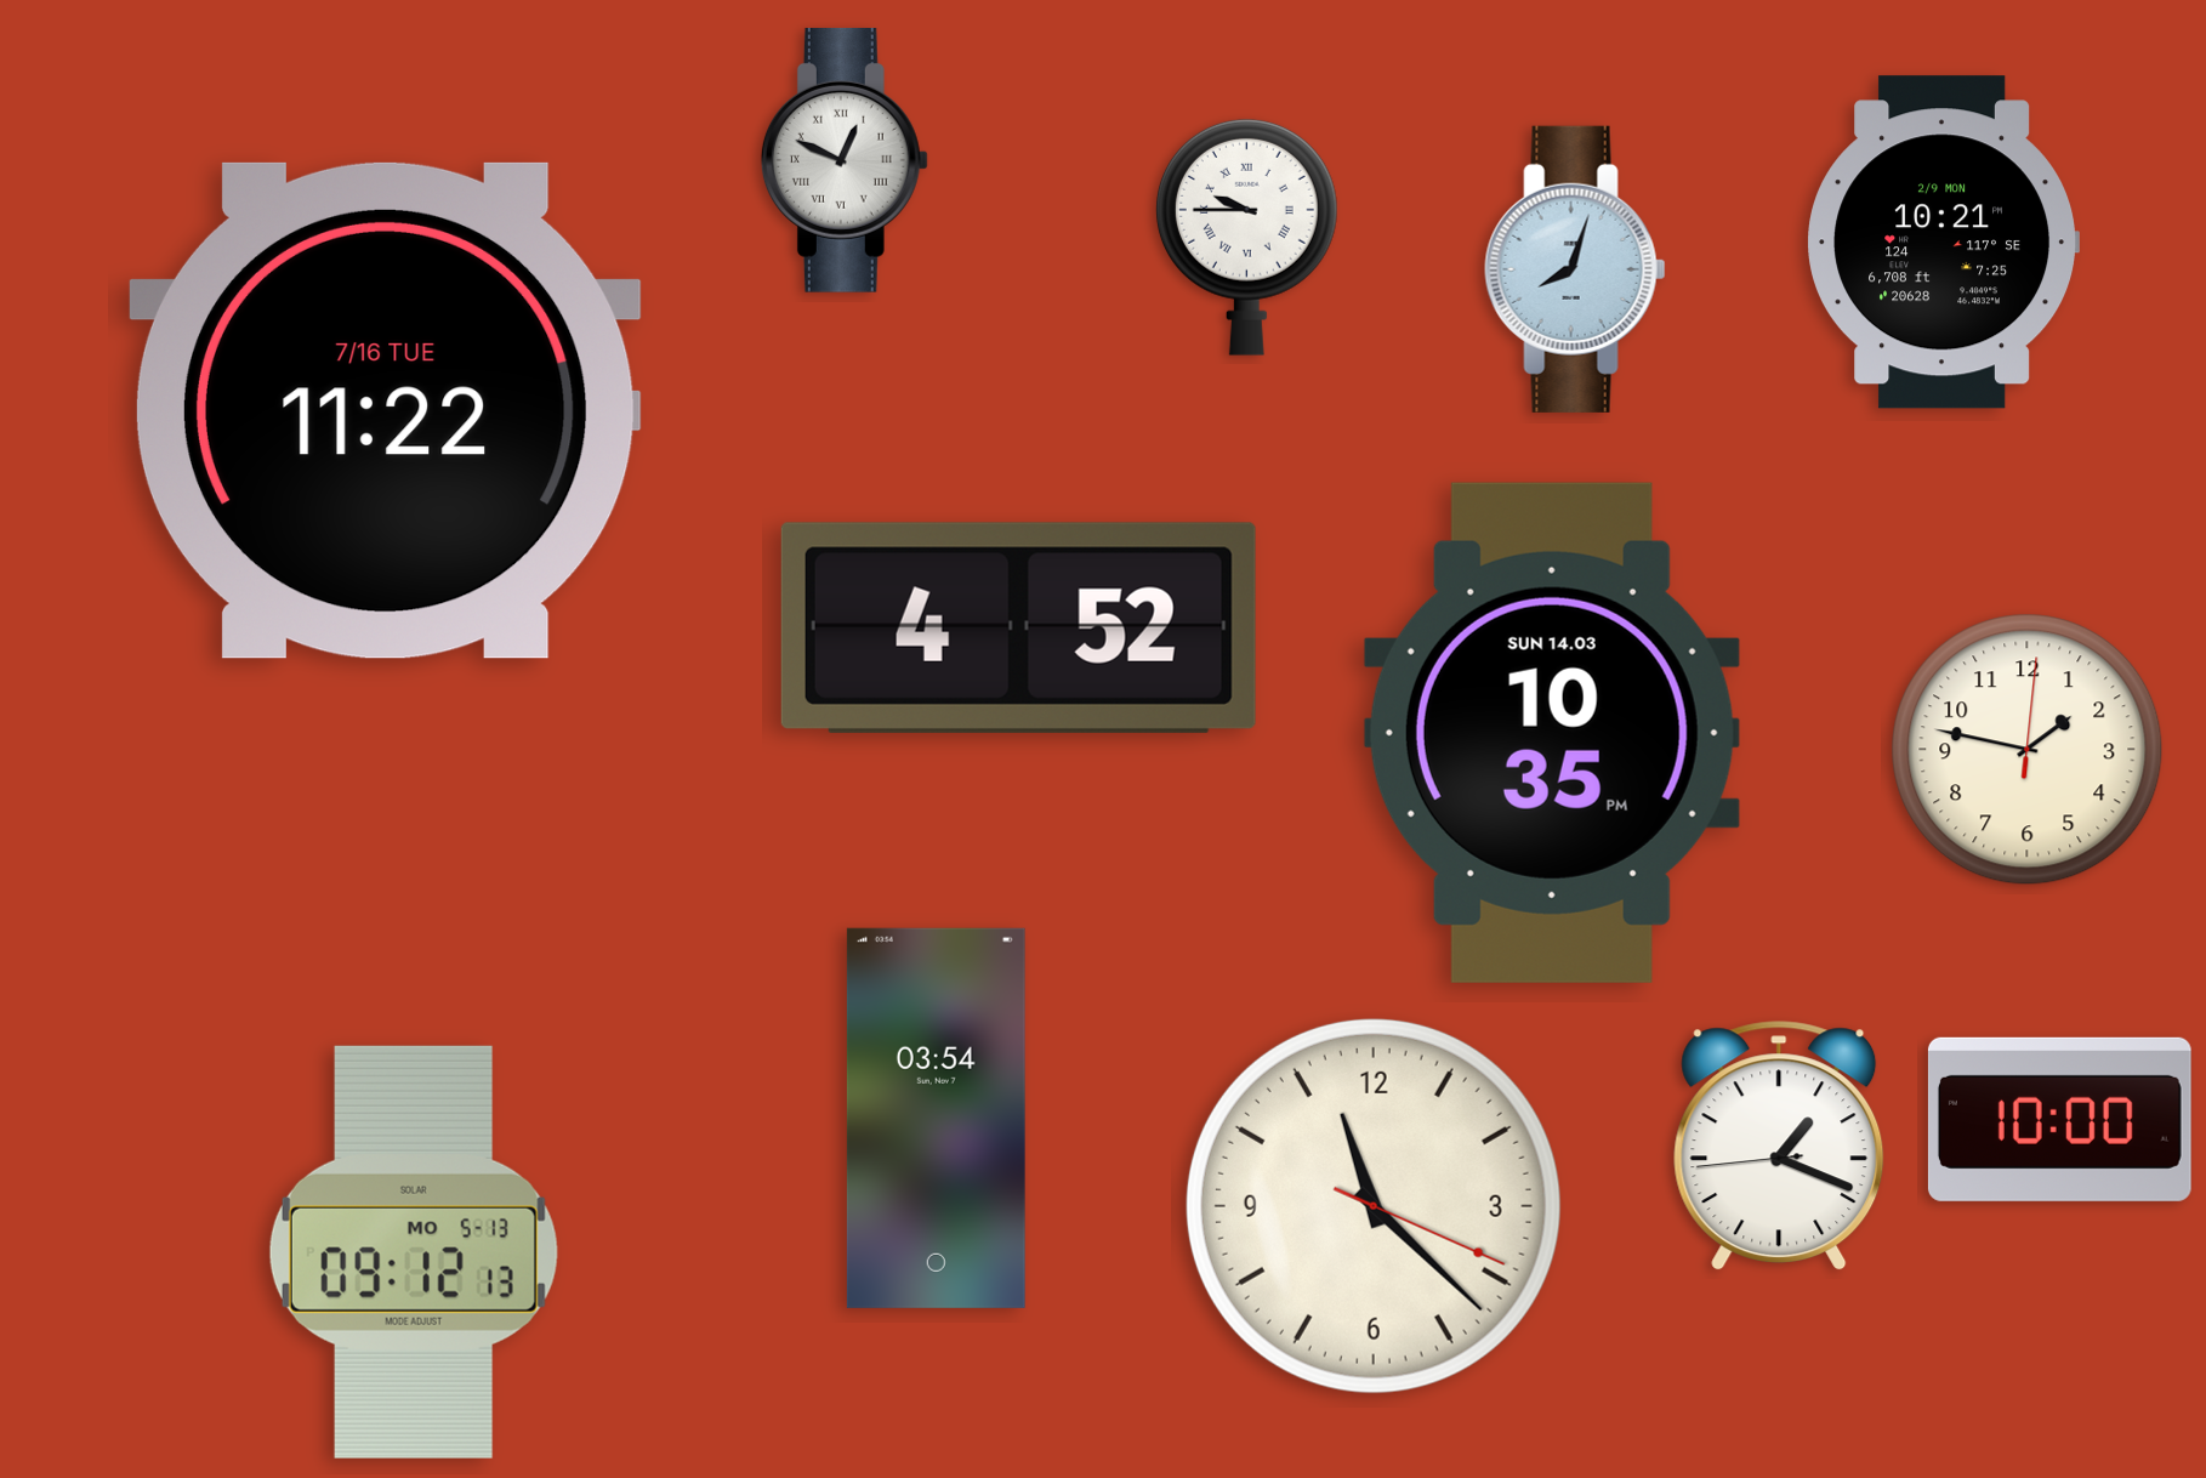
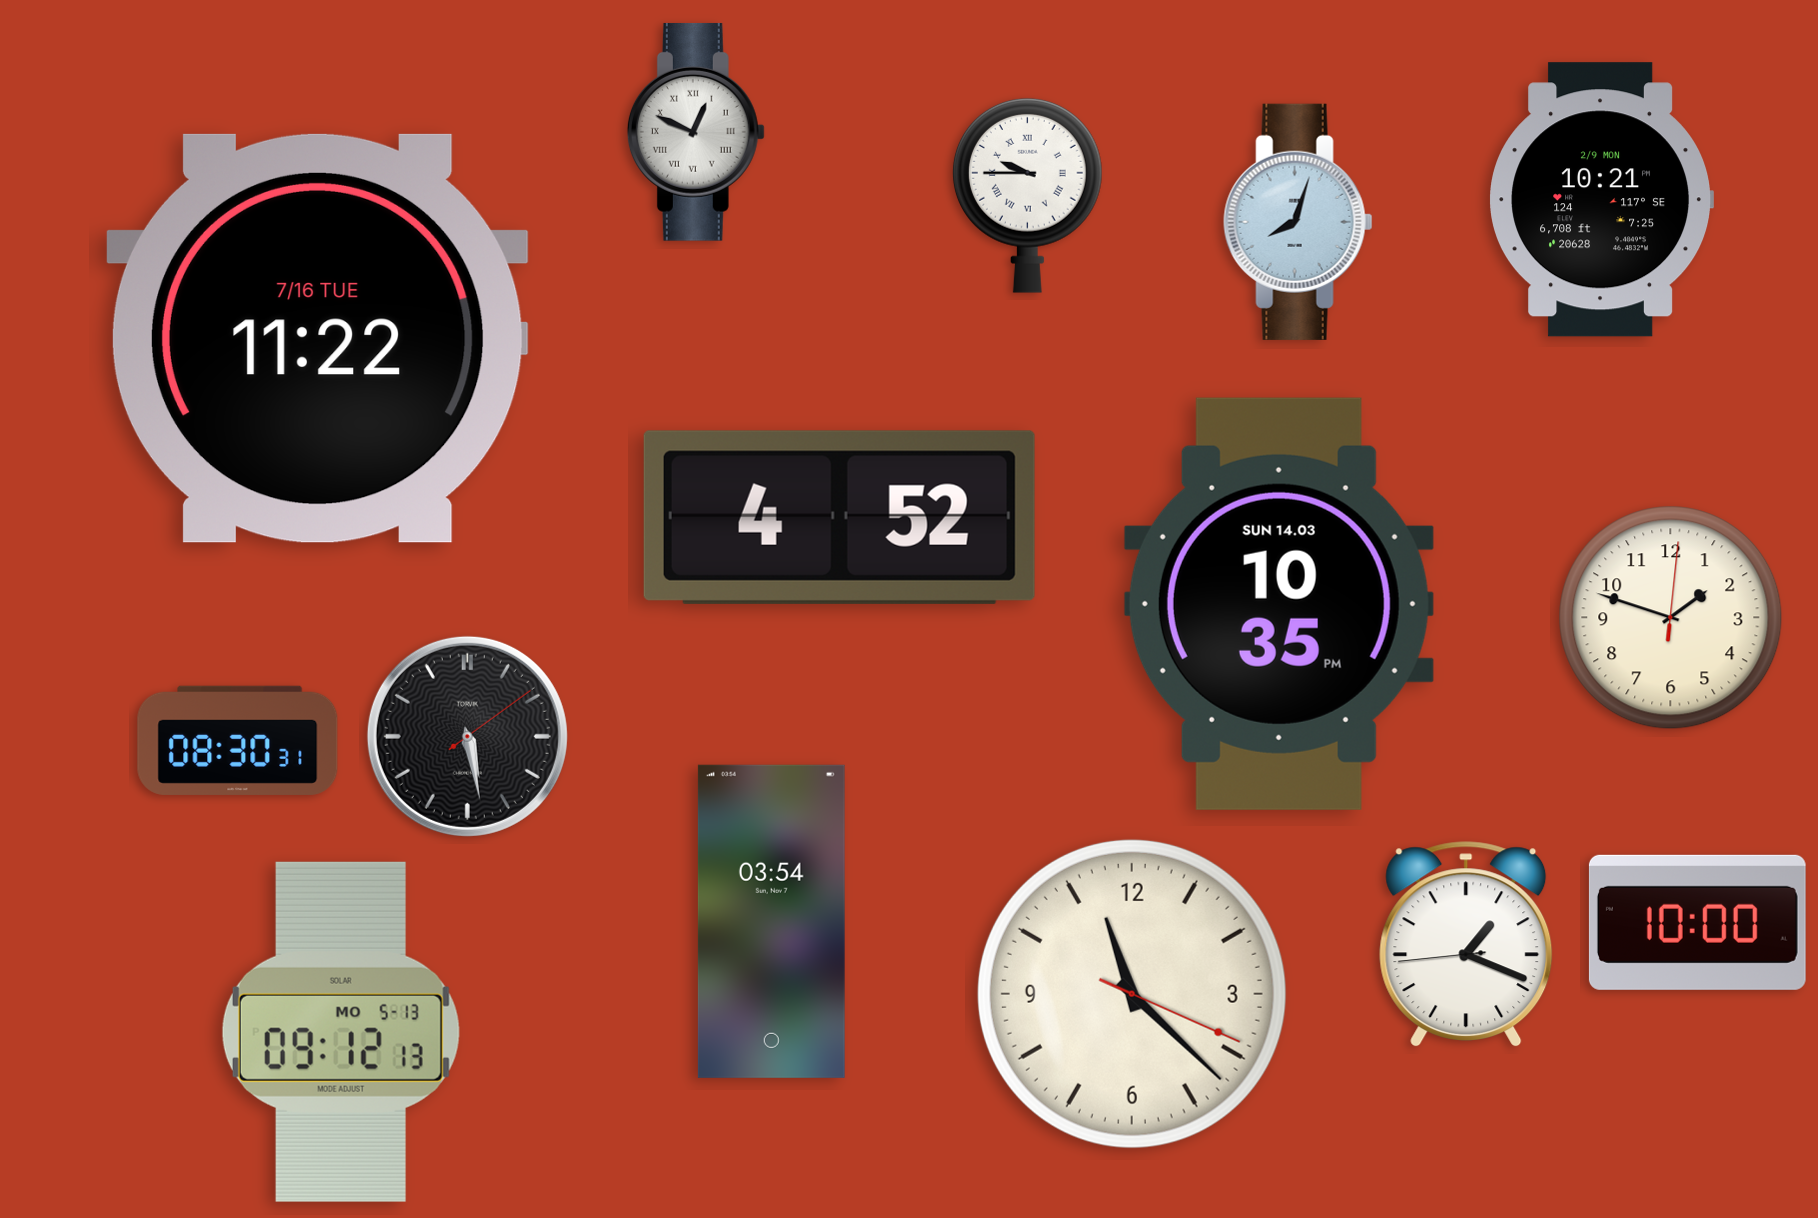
clock at (2028, 750): 1:47 -> 1:48
clock at (467, 736): none -> 5:28
clock at (238, 740): none -> 08:30
